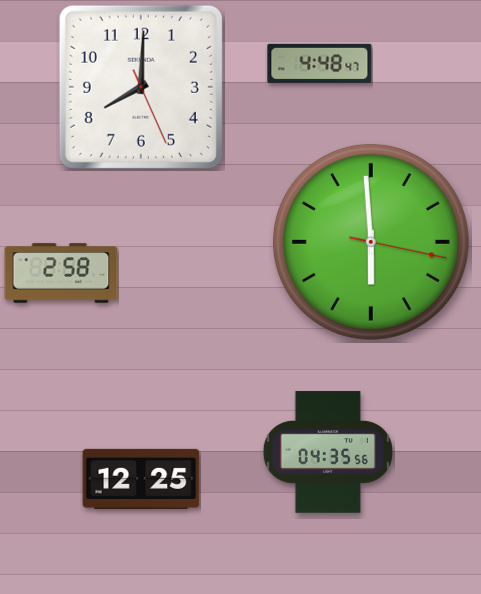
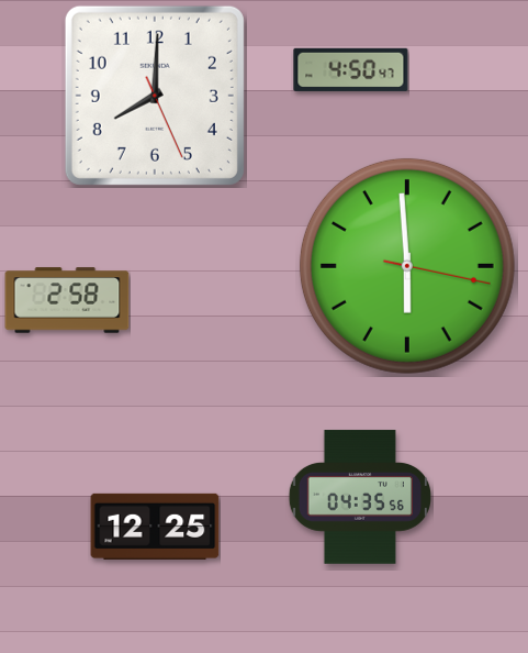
clock at (320, 63): 4:48 -> 4:50
